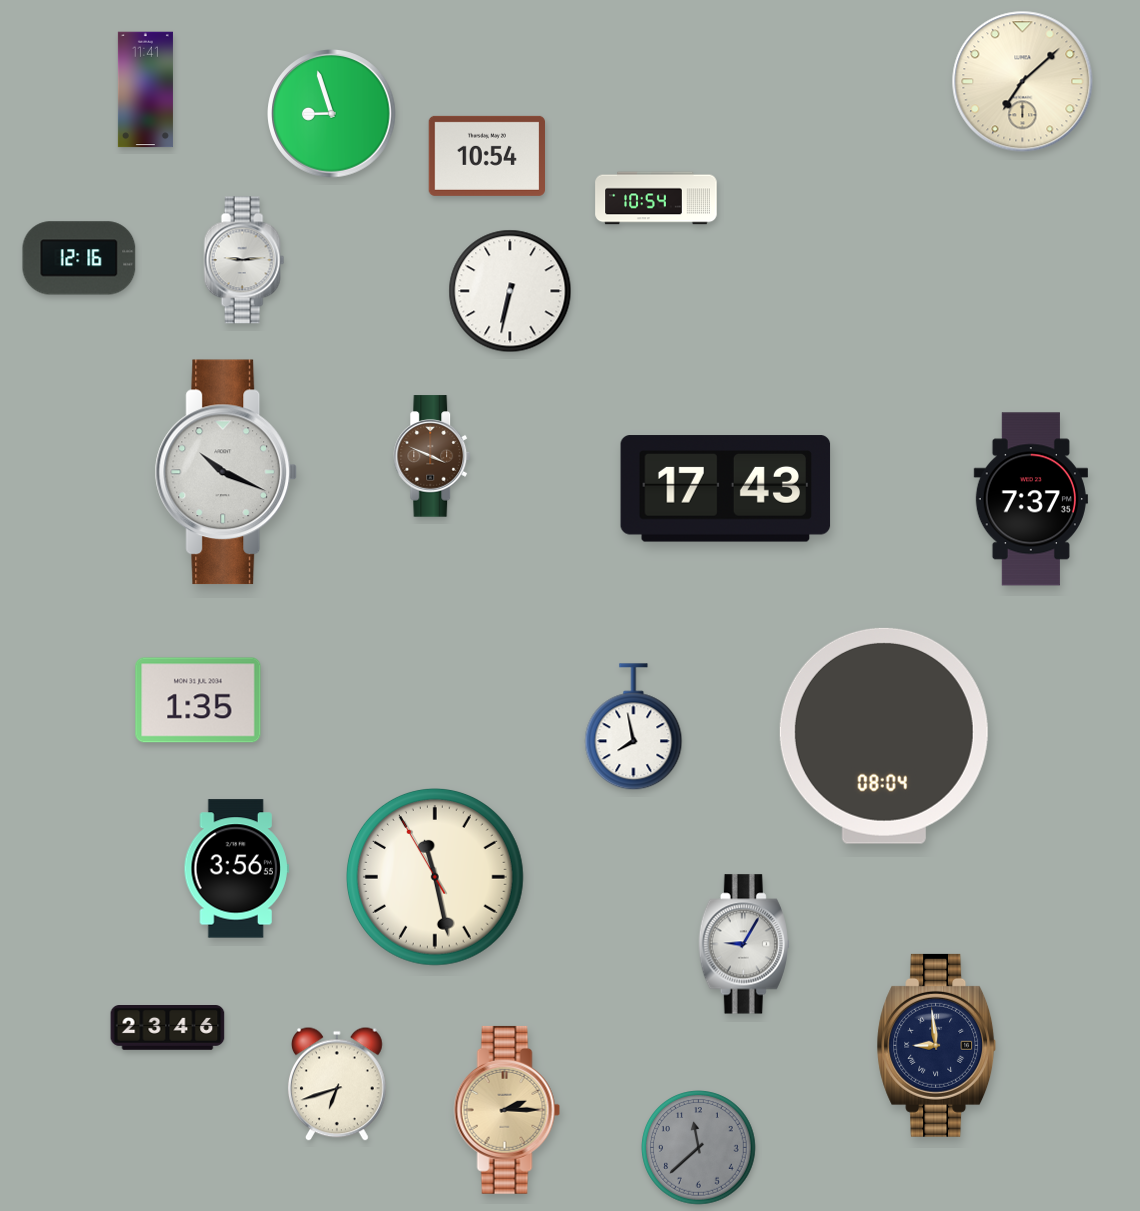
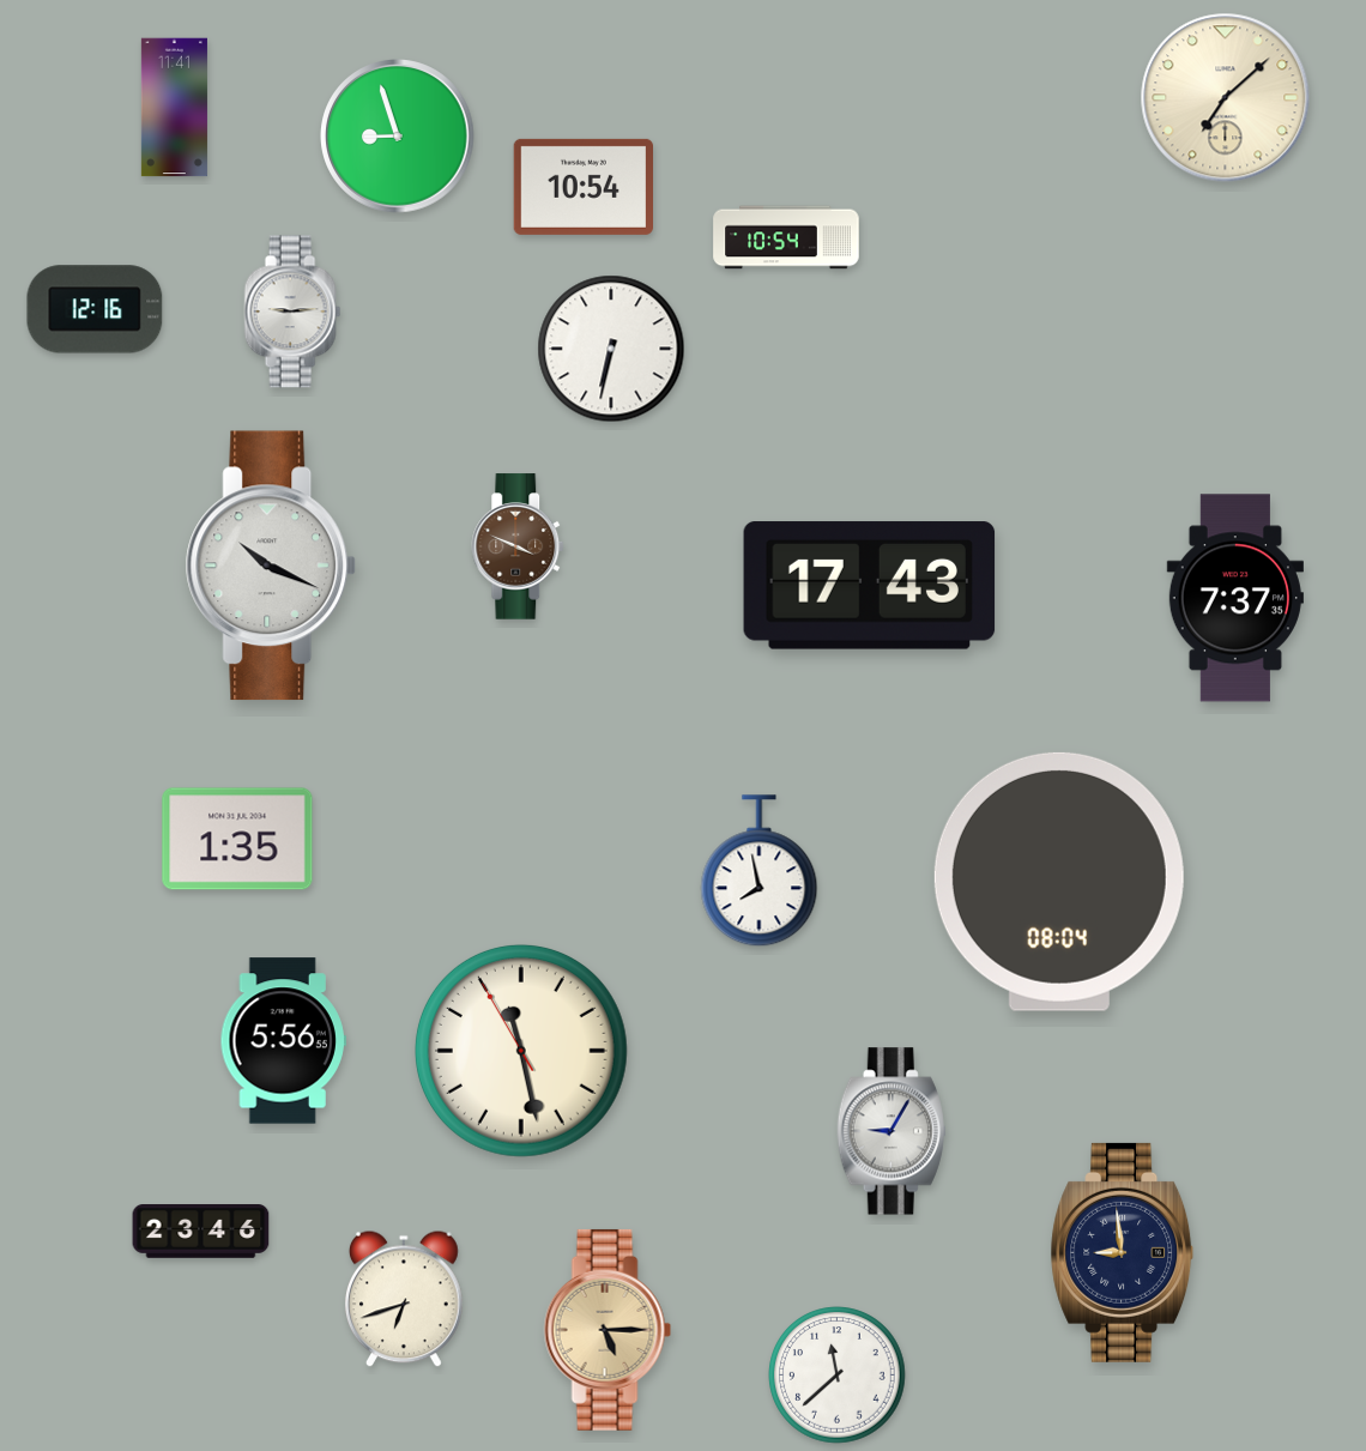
clock at (236, 869): 3:56 -> 5:56
clock at (507, 1110): 2:15 -> 5:15
clock at (699, 1148) dial: grey -> white
